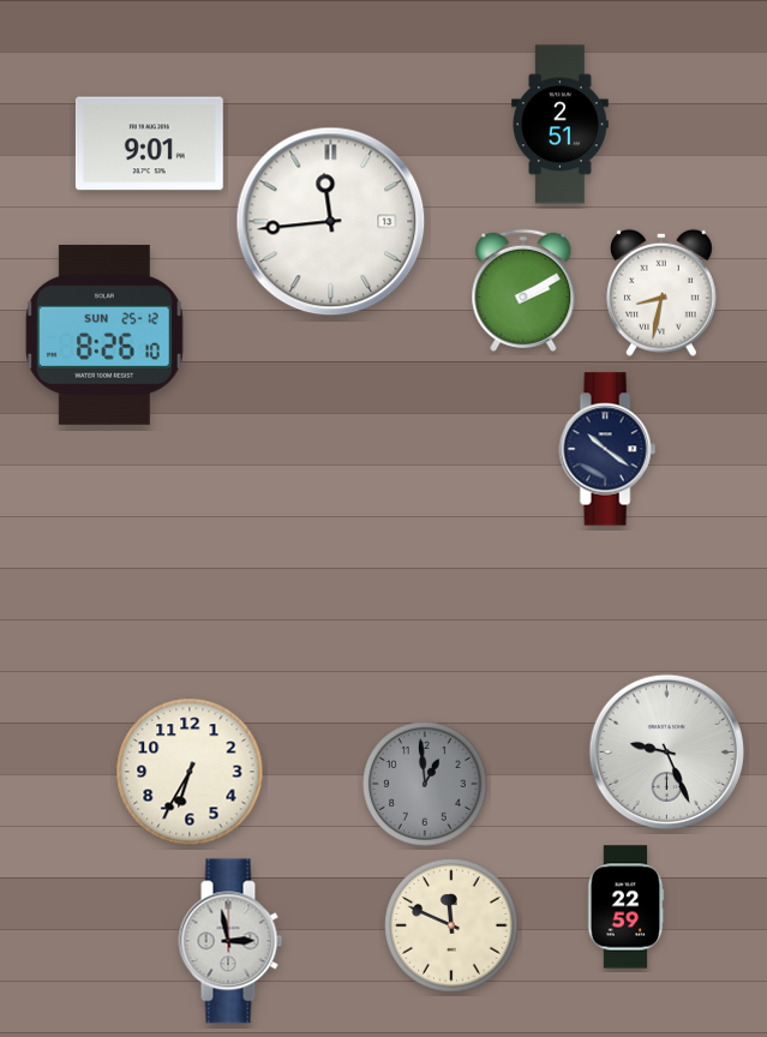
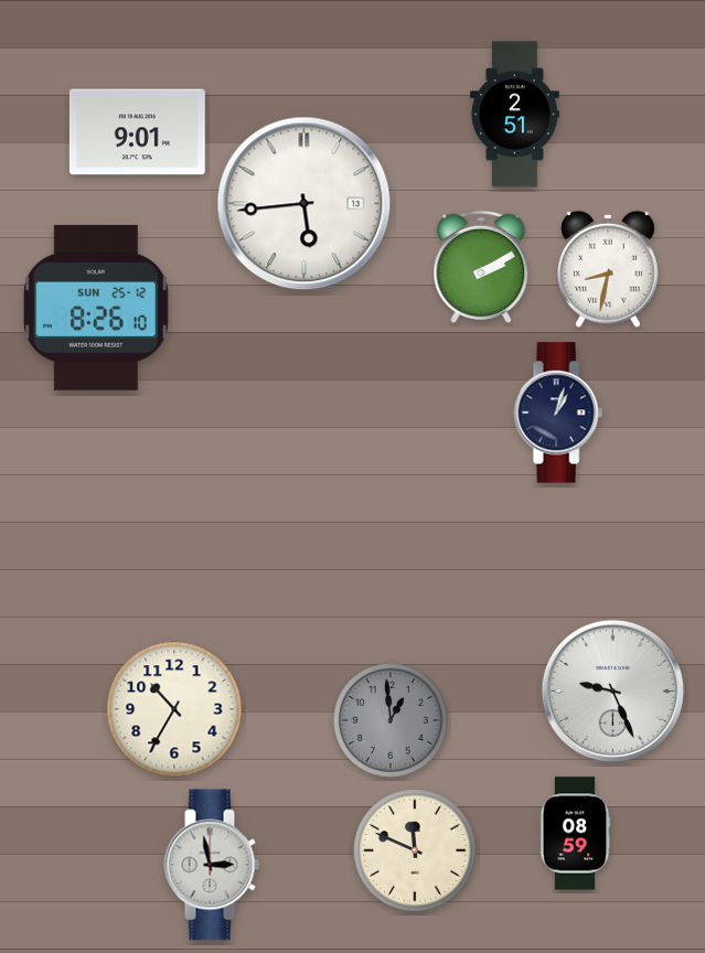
clock at (331, 222): 11:44 -> 5:44
clock at (607, 449): 10:21 -> 1:03
clock at (190, 772): 6:35 -> 10:35
clock at (625, 907): 22:59 -> 08:59
